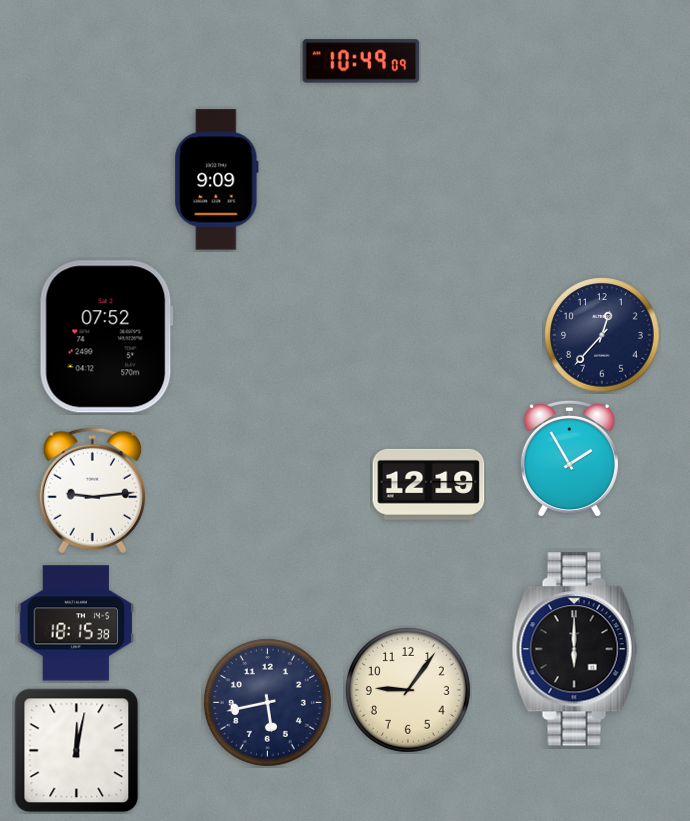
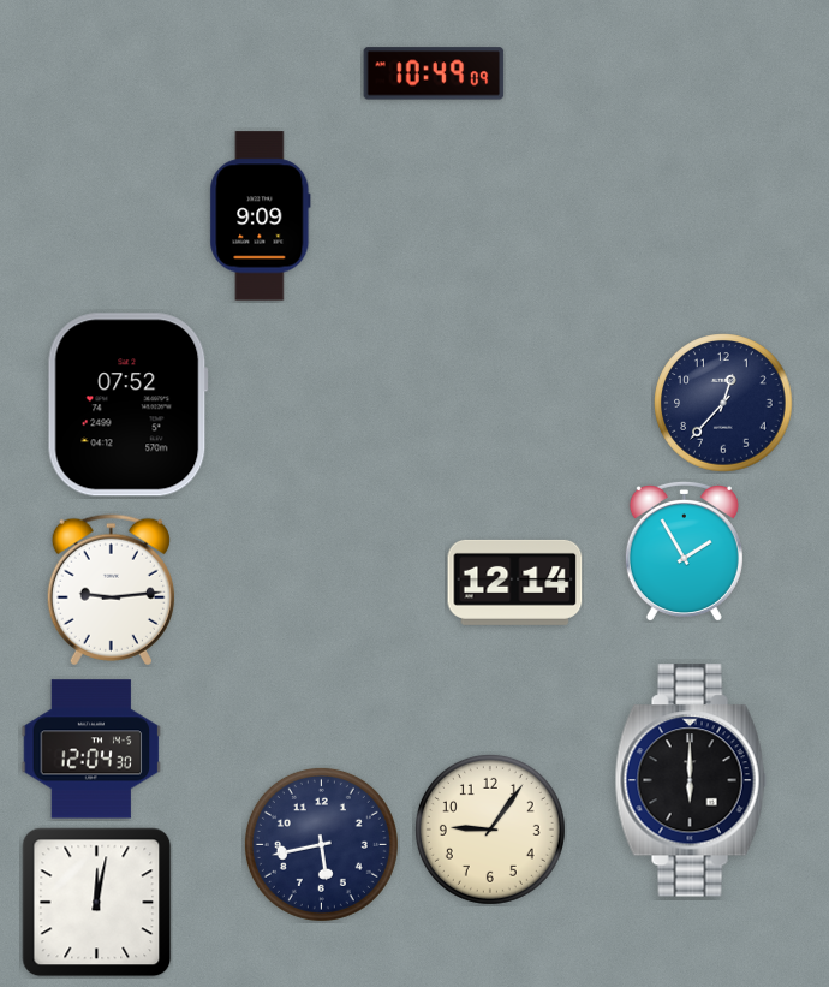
clock at (429, 484): 12:19 -> 12:14
clock at (76, 623): 18:15 -> 12:04
clock at (77, 751) position: (77, 751) -> (97, 903)
